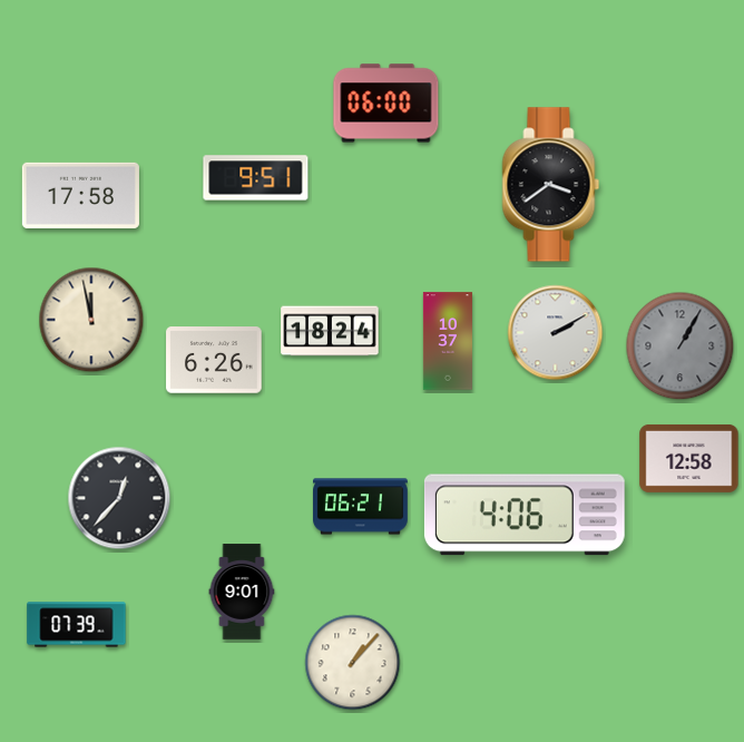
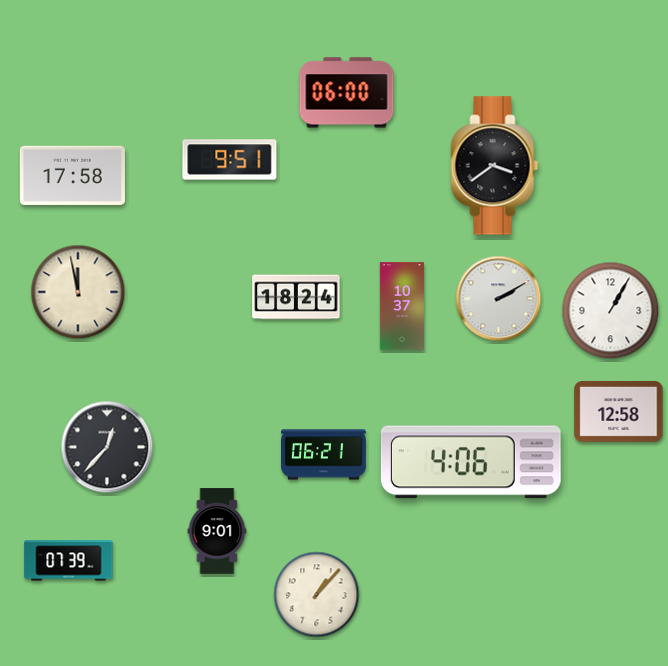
clock at (91, 320) position: (91, 320) -> (78, 292)
clock at (681, 346) dial: grey -> white
clock at (214, 360): 6:26 -> none
